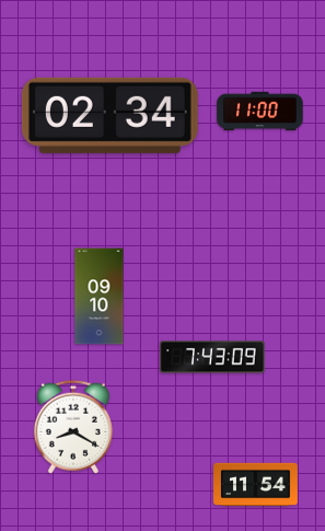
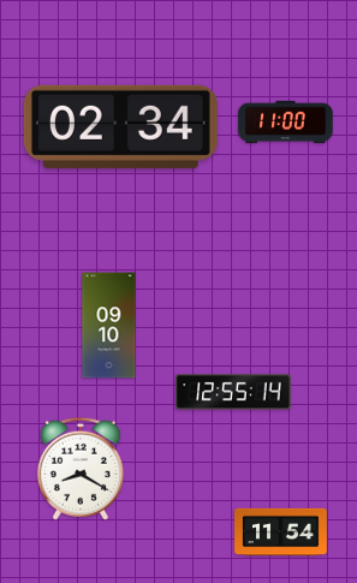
clock at (212, 357): 7:43 -> 12:55
